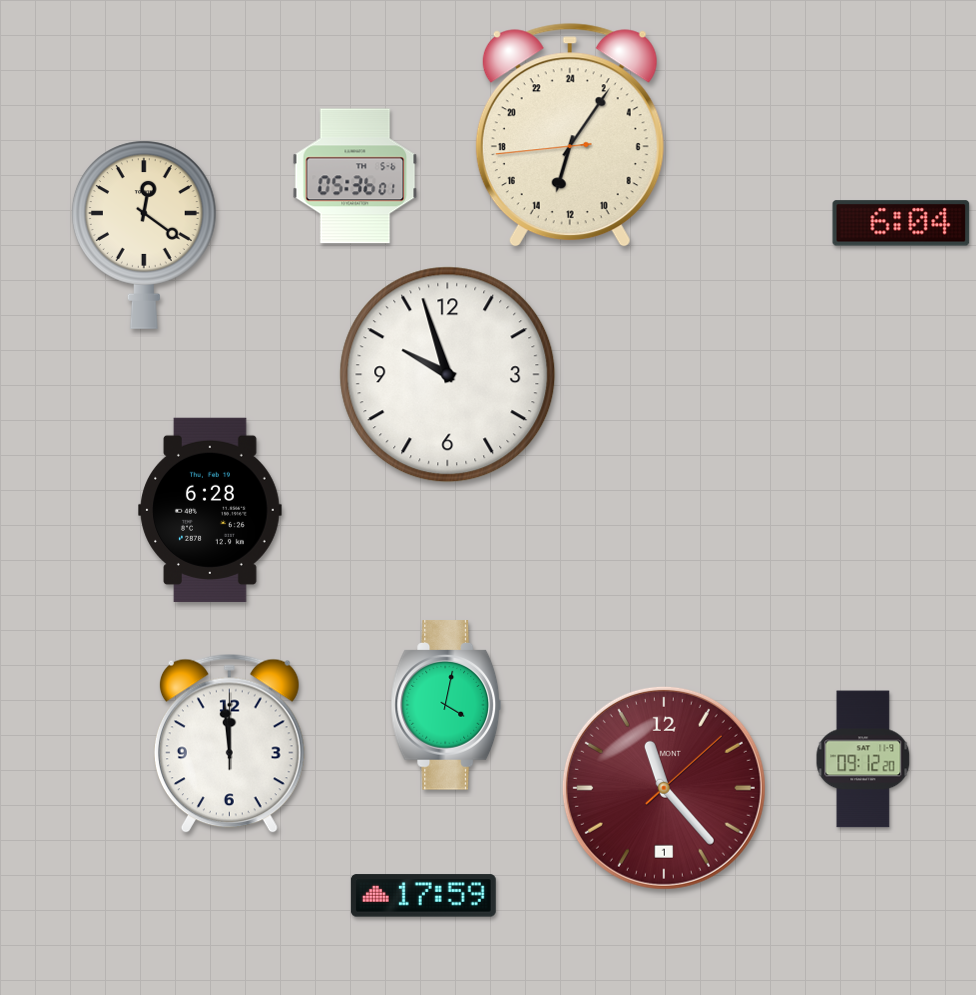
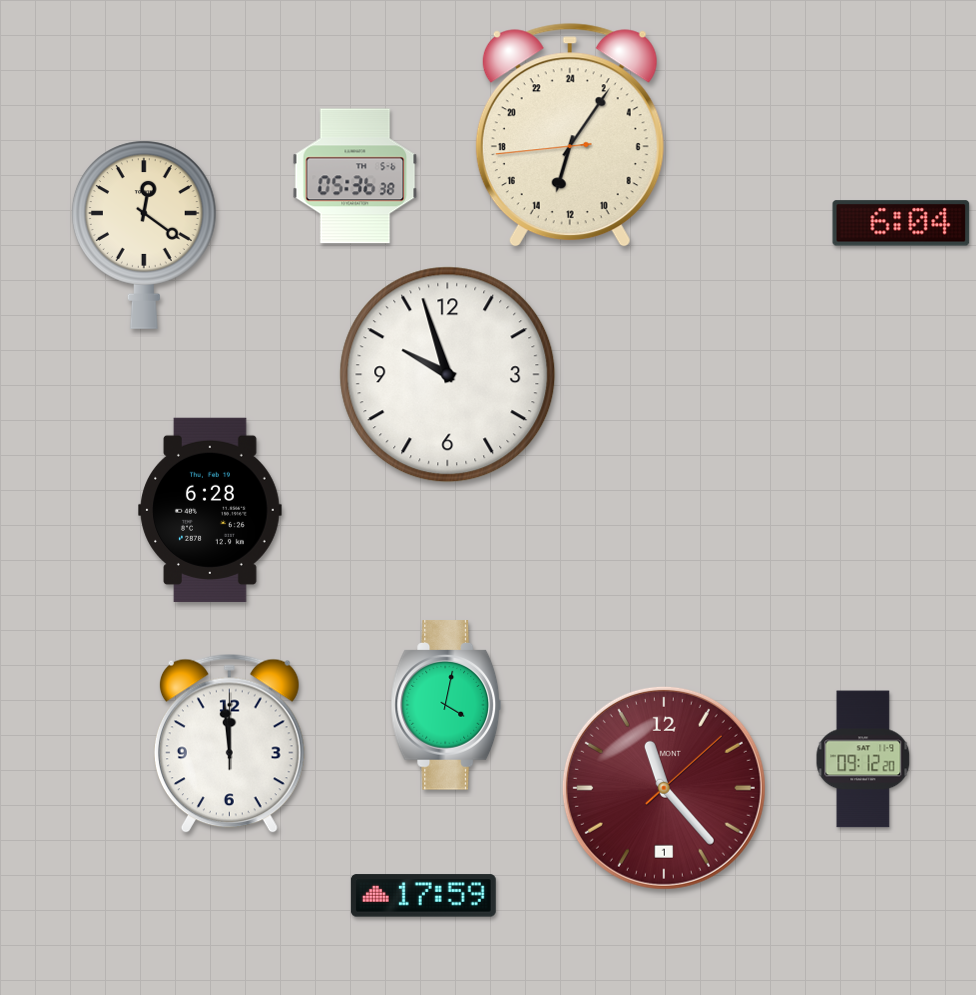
clock at (355, 176): 05:36:01 -> 05:36:38
